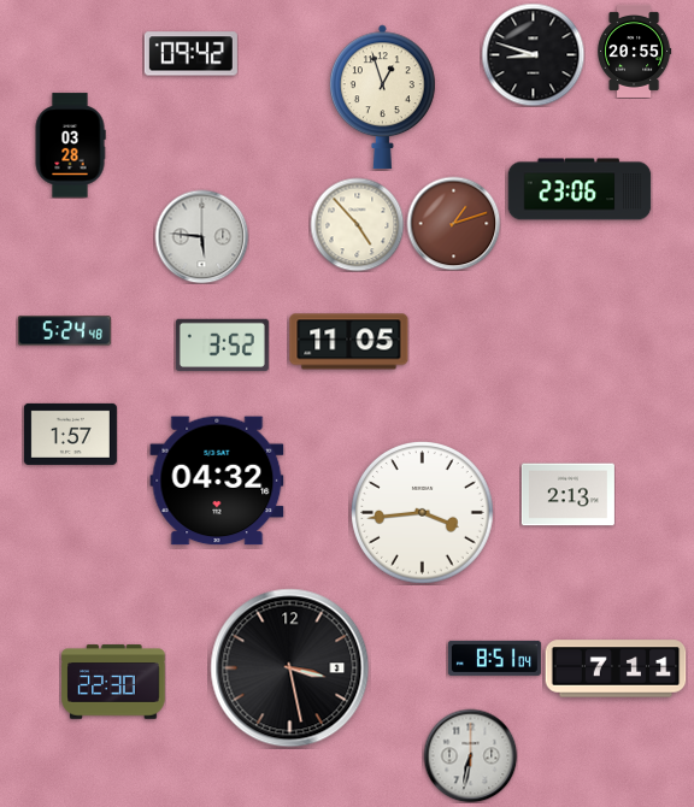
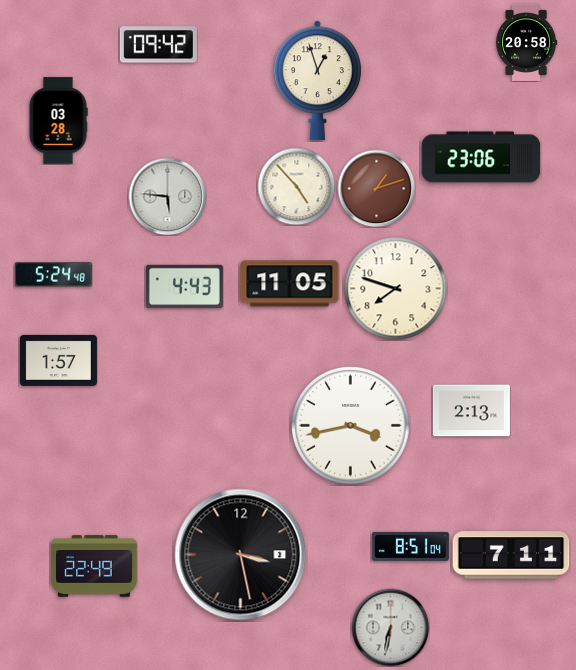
clock at (635, 51): 20:55 -> 20:58
clock at (533, 54): 8:48 -> none
clock at (453, 223) position: (453, 223) -> (376, 188)
clock at (222, 344): 3:52 -> 4:43
clock at (396, 289): none -> 7:48
clock at (217, 481): 04:32 -> none
clock at (423, 513): 3:44 -> 3:43
clock at (113, 682): 22:30 -> 22:49
